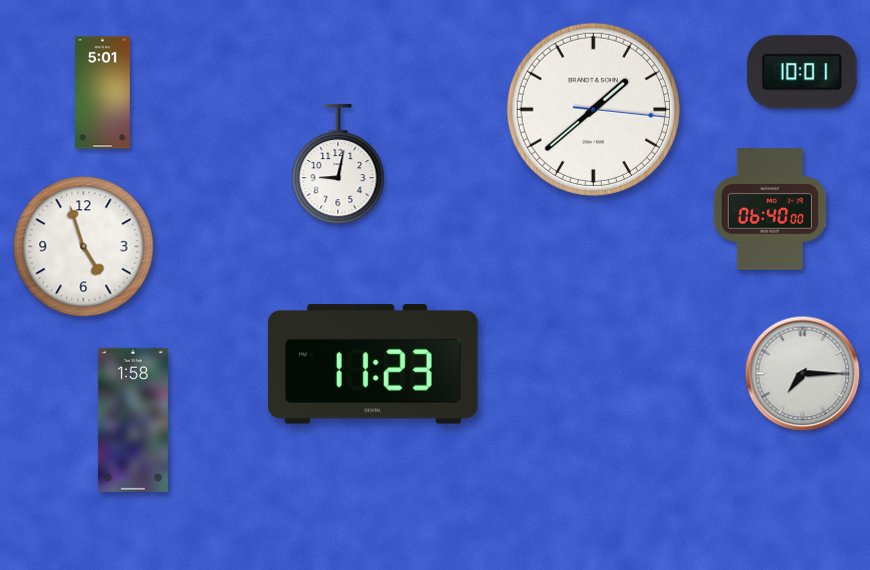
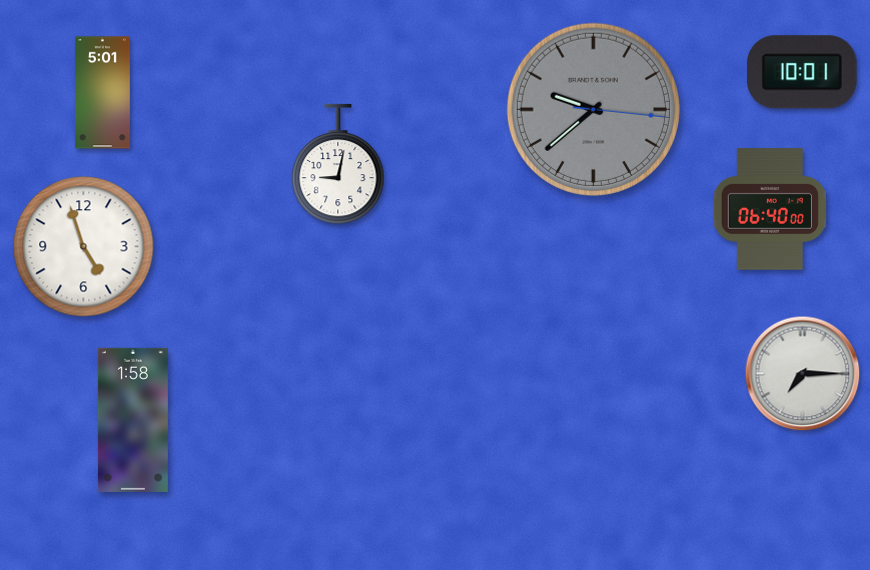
clock at (593, 109): 1:38 -> 9:38
clock at (593, 109) dial: white -> grey
clock at (373, 364): 11:23 -> none
